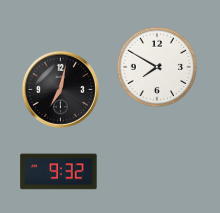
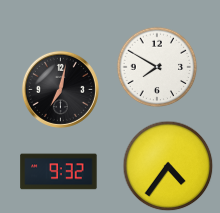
clock at (168, 166): none -> 4:36
